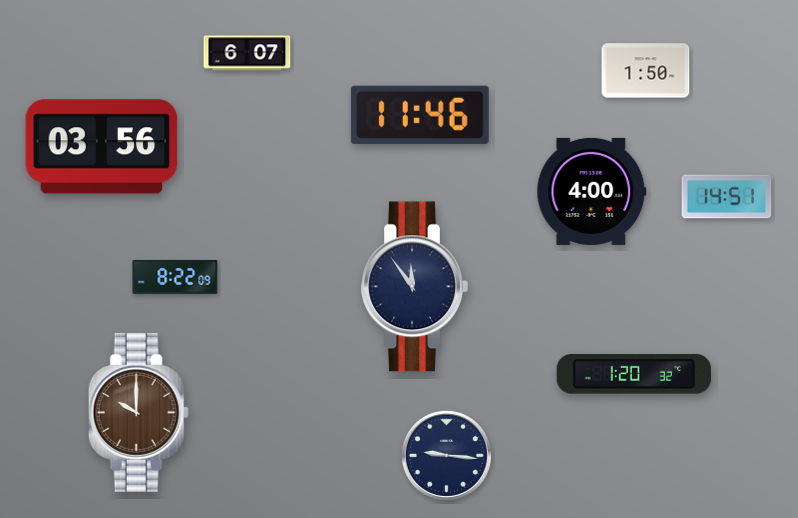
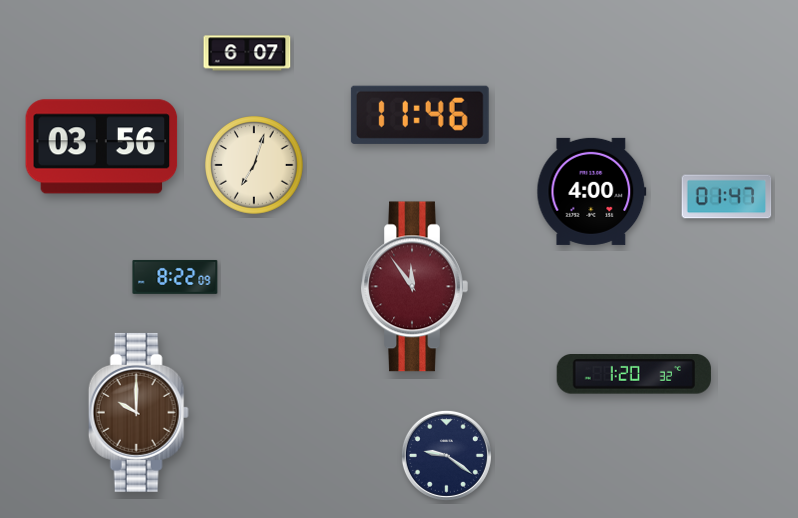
clock at (646, 71): 1:50 -> none
clock at (254, 165): none -> 7:03
clock at (727, 197): 14:51 -> 01:47
clock at (414, 287) dial: navy -> burgundy
clock at (446, 455): 9:16 -> 9:21
